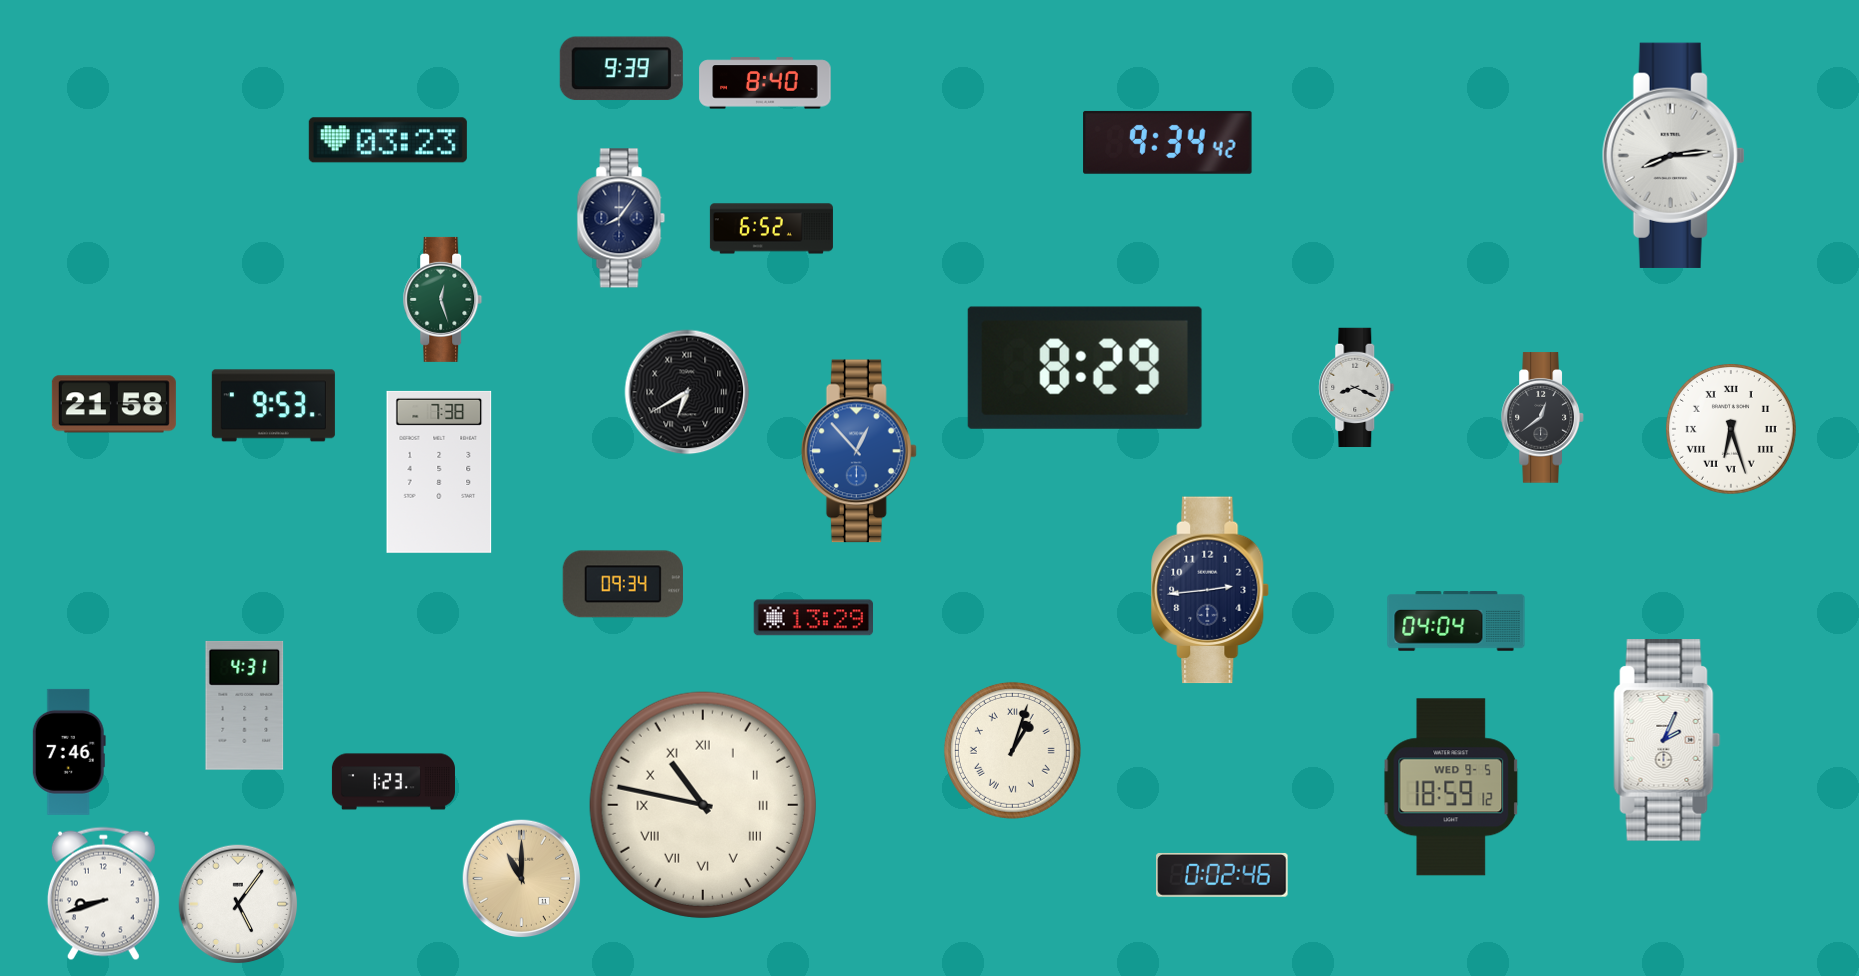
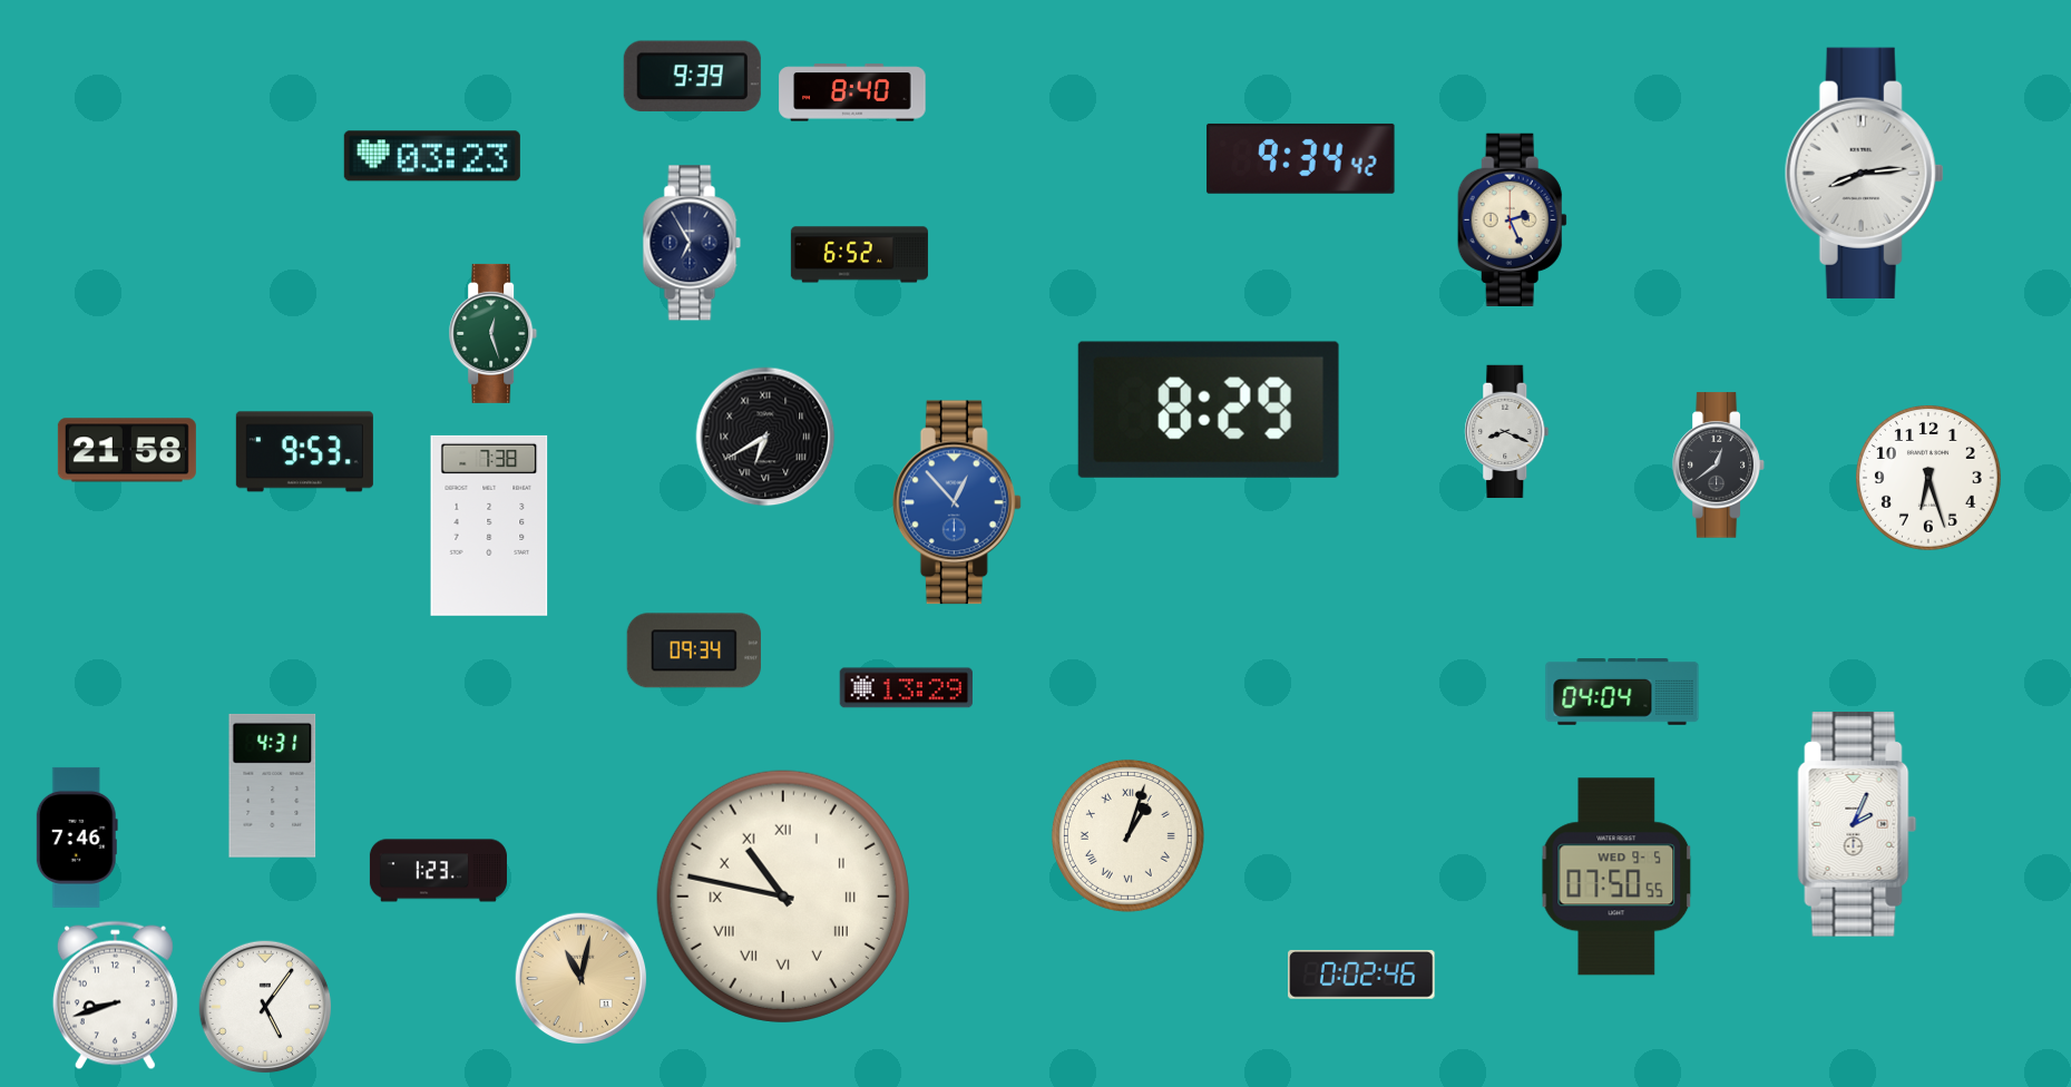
clock at (1512, 219): none -> 2:26
clock at (621, 218): 8:06 -> 6:55
clock at (1357, 388) position: (1357, 388) -> (1507, 432)
clock at (1731, 429) numerals: Roman -> Arabic
clock at (1211, 590): 2:44 -> none
clock at (1451, 787): 18:59 -> 07:50
clock at (522, 879): 11:00 -> 11:02
